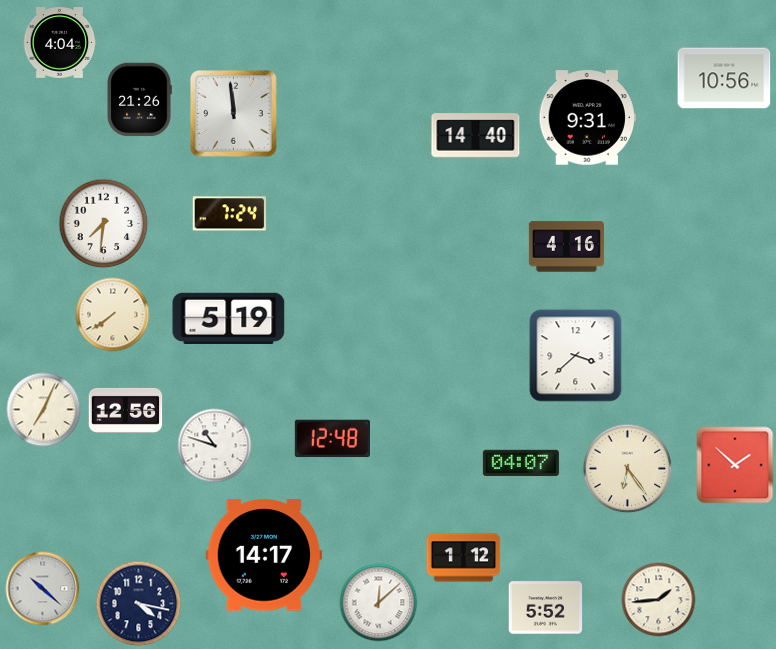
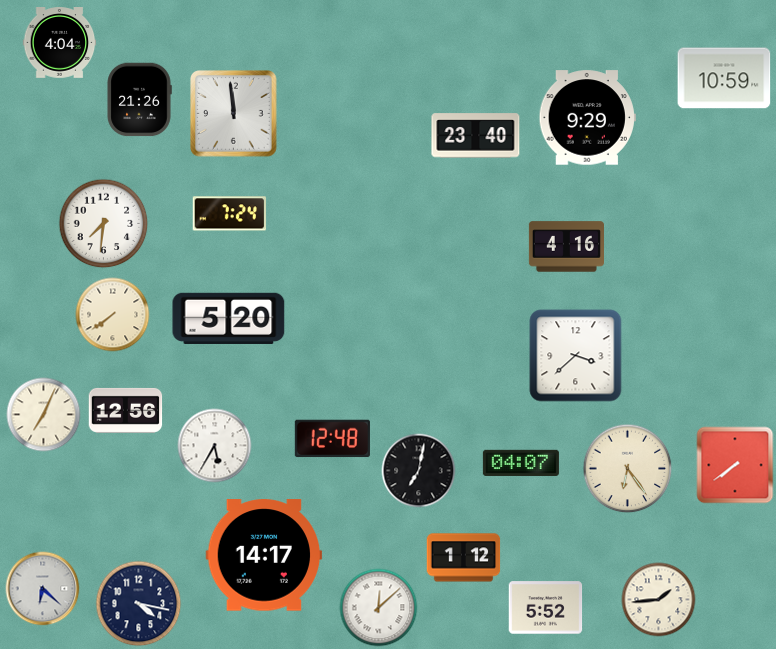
clock at (724, 78): 10:56 -> 10:59
clock at (587, 118): 9:31 -> 9:29
clock at (476, 136): 14:40 -> 23:40
clock at (229, 318): 5:19 -> 5:20
clock at (44, 410) position: (44, 410) -> (44, 415)
clock at (215, 446): 10:48 -> 5:35
clock at (735, 465): 1:52 -> 7:39
clock at (419, 471): none -> 7:02
clock at (43, 589): 10:22 -> 6:22
clock at (379, 603) position: (379, 603) -> (379, 608)
